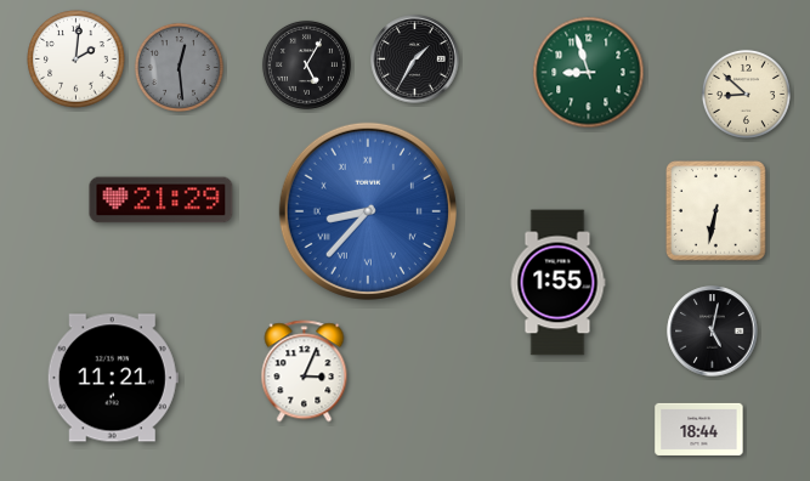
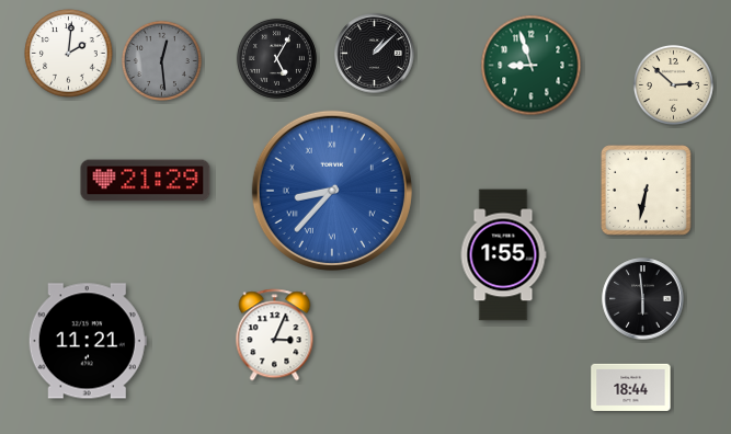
clock at (415, 60): 1:35 -> 1:08
clock at (746, 94): 8:52 -> 2:52
clock at (713, 332): 5:02 -> 5:59
clock at (113, 378) position: (113, 378) -> (88, 341)
